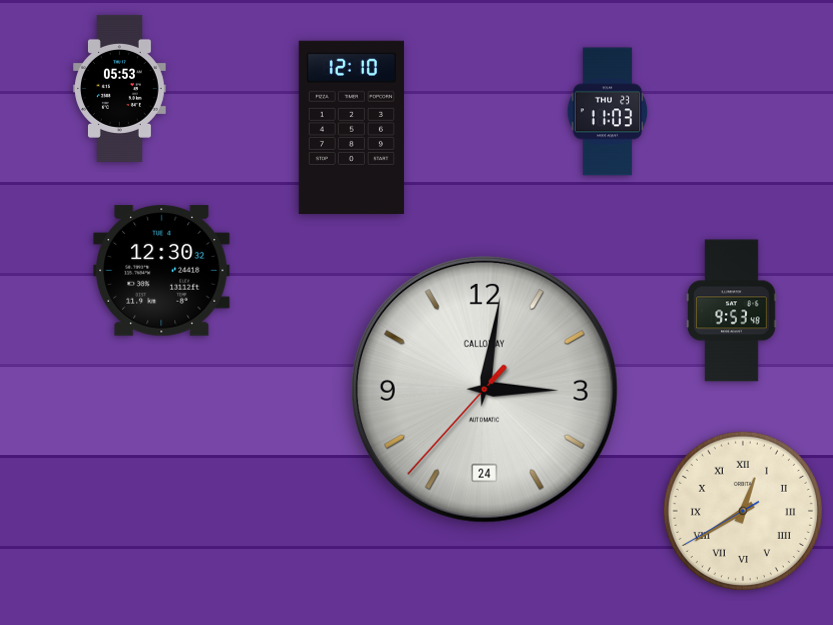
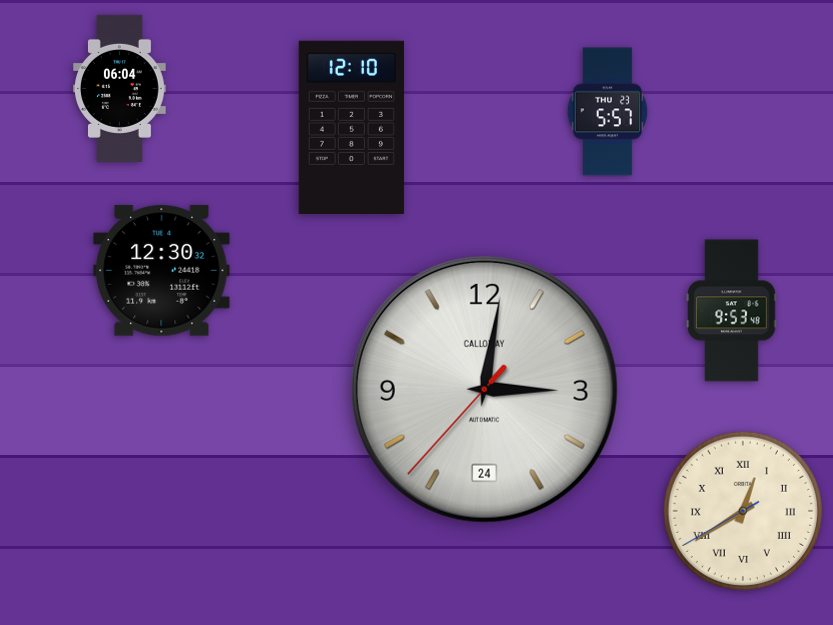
clock at (120, 88): 05:53 -> 06:04
clock at (608, 112): 11:03 -> 5:57
